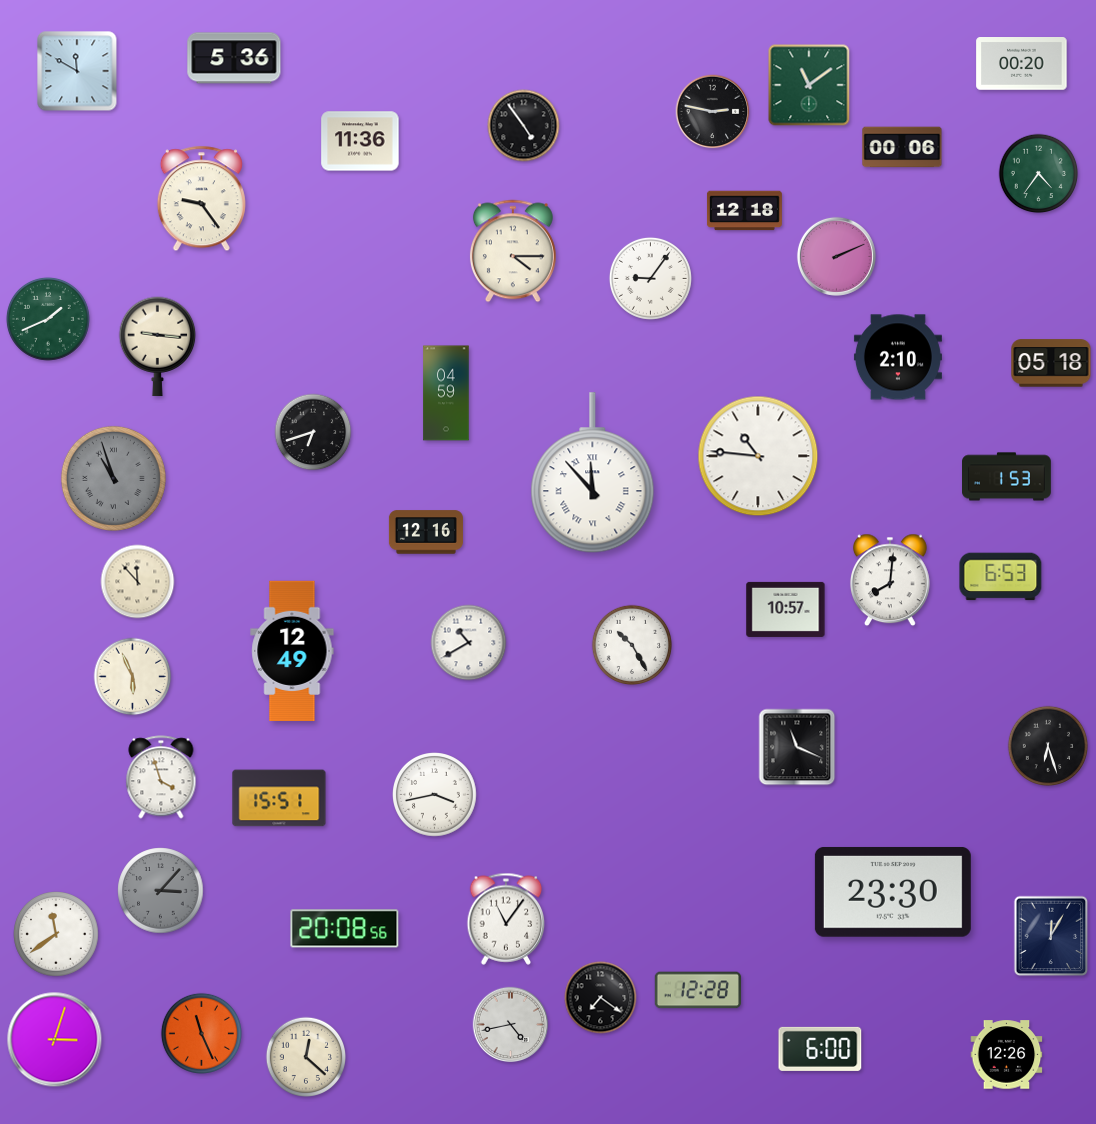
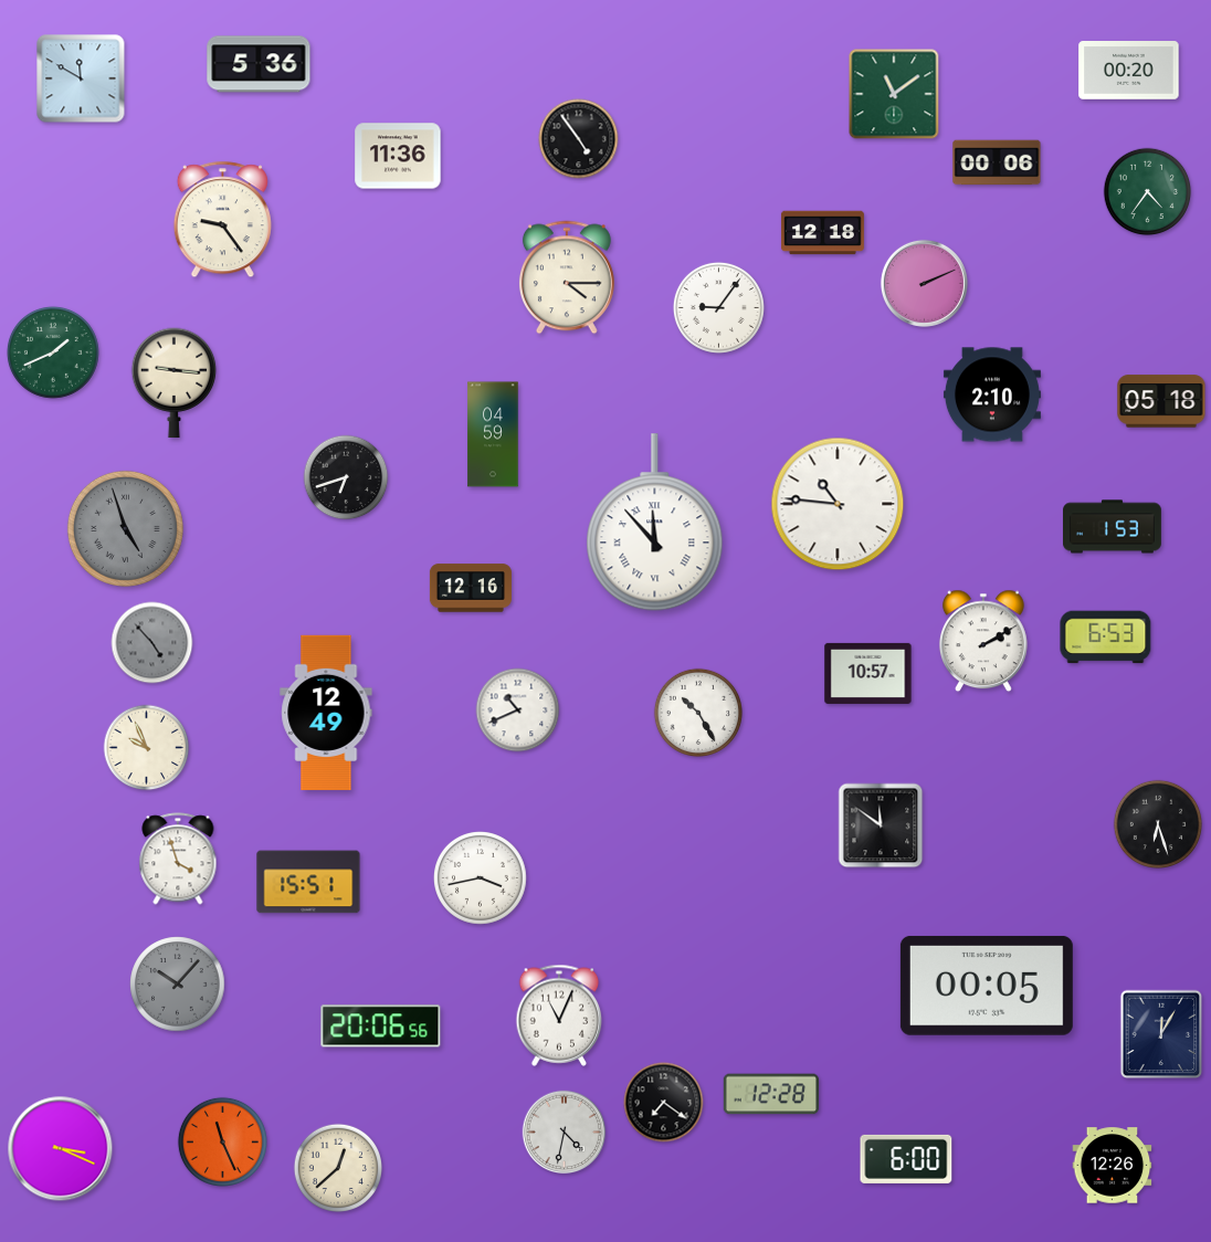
clock at (77, 71) position: (77, 71) -> (81, 78)
clock at (713, 112): 2:47 -> none
clock at (113, 478): 10:57 -> 4:57
clock at (890, 580): 8:01 -> 2:10
clock at (138, 582): 11:53 -> 4:53
clock at (138, 582) dial: cream -> grey
clock at (469, 643): 10:40 -> 10:41
clock at (292, 650) position: (292, 650) -> (326, 712)
clock at (133, 677): 5:56 -> 9:56
clock at (797, 747): 11:19 -> 11:51
clock at (161, 891): 3:07 -> 10:07
clock at (893, 892): 23:30 -> 00:05
clock at (506, 919): 11:06 -> 11:04
clock at (345, 929): 20:08 -> 20:06
clock at (56, 934): 11:39 -> none
clock at (511, 1025): 4:43 -> 4:32
clock at (55, 1040): 3:03 -> 3:19
clock at (305, 1056): 12:22 -> 12:38
